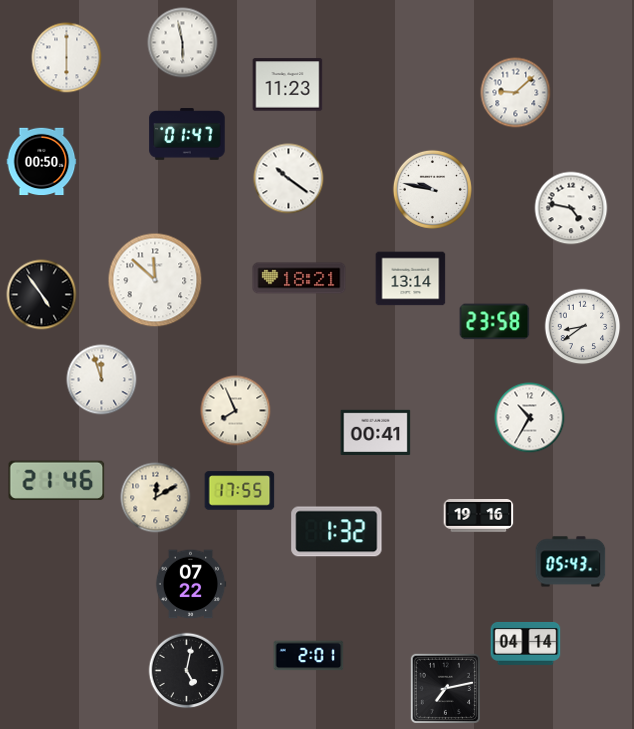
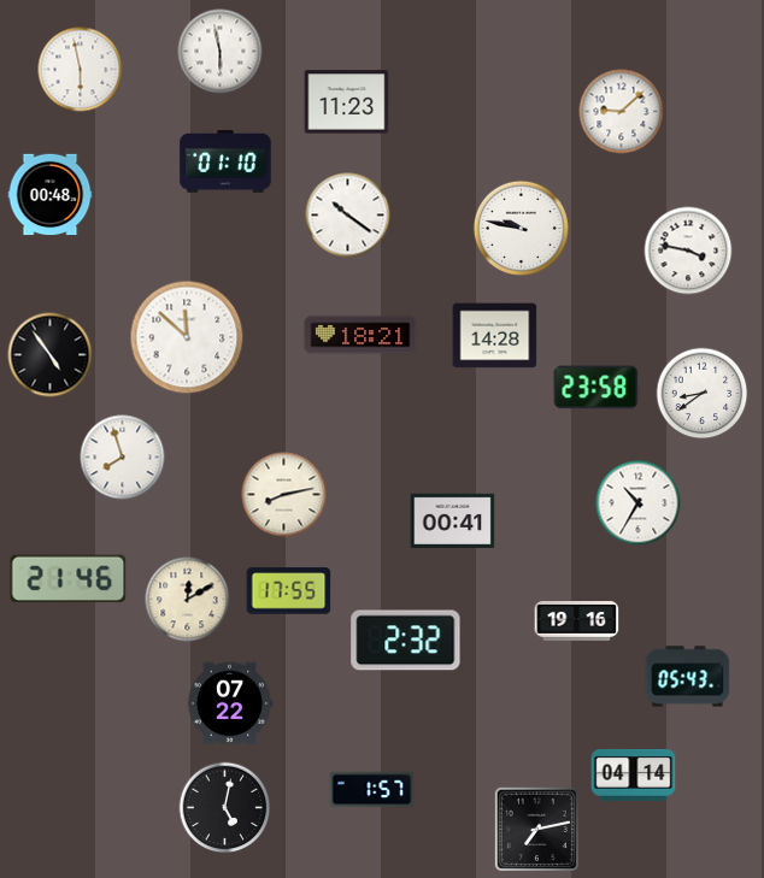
clock at (67, 58): 6:00 -> 5:58
clock at (187, 134): 01:47 -> 01:10
clock at (42, 162): 00:50 -> 00:48
clock at (571, 208): 4:47 -> 3:47
clock at (411, 279): 13:14 -> 14:28
clock at (102, 380): 11:57 -> 7:57
clock at (236, 411): 7:56 -> 8:13
clock at (337, 532): 1:32 -> 2:32
clock at (309, 656): 2:01 -> 1:57
